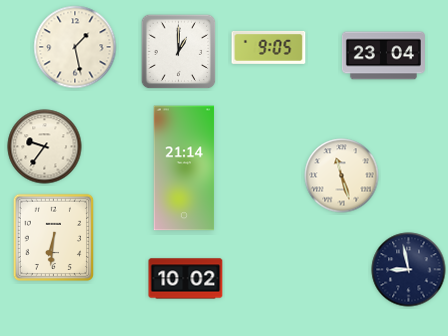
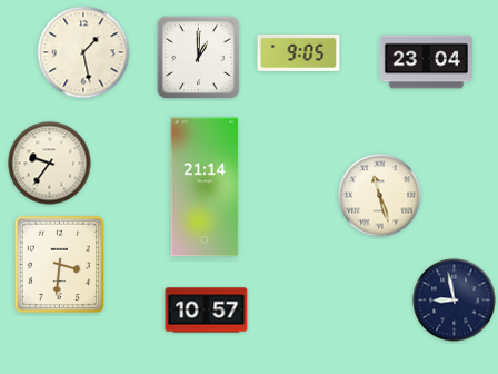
clock at (53, 237): 6:31 -> 3:31
clock at (186, 279): 10:02 -> 10:57
